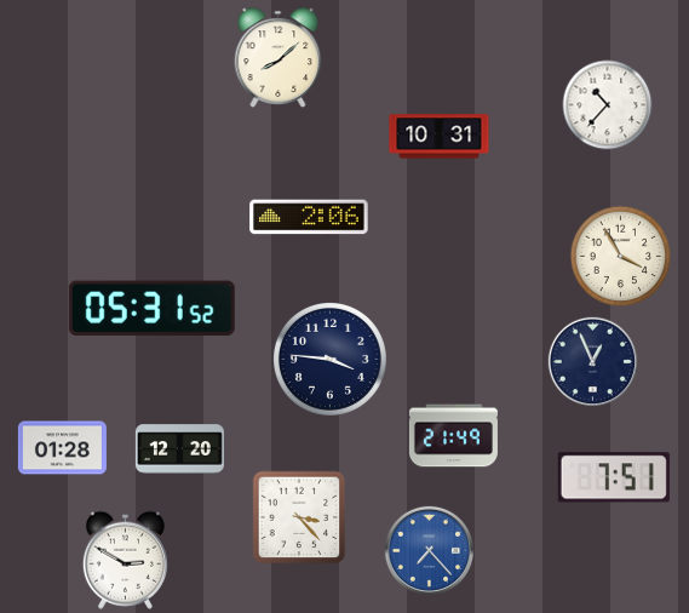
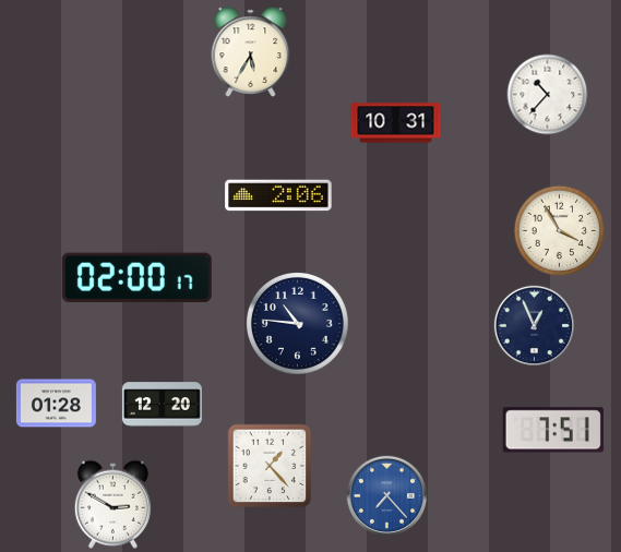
clock at (279, 58): 8:08 -> 5:35
clock at (151, 308): 05:31 -> 02:00
clock at (329, 359): 3:46 -> 10:46
clock at (453, 436): 21:49 -> none
clock at (299, 517): 3:23 -> 1:23
